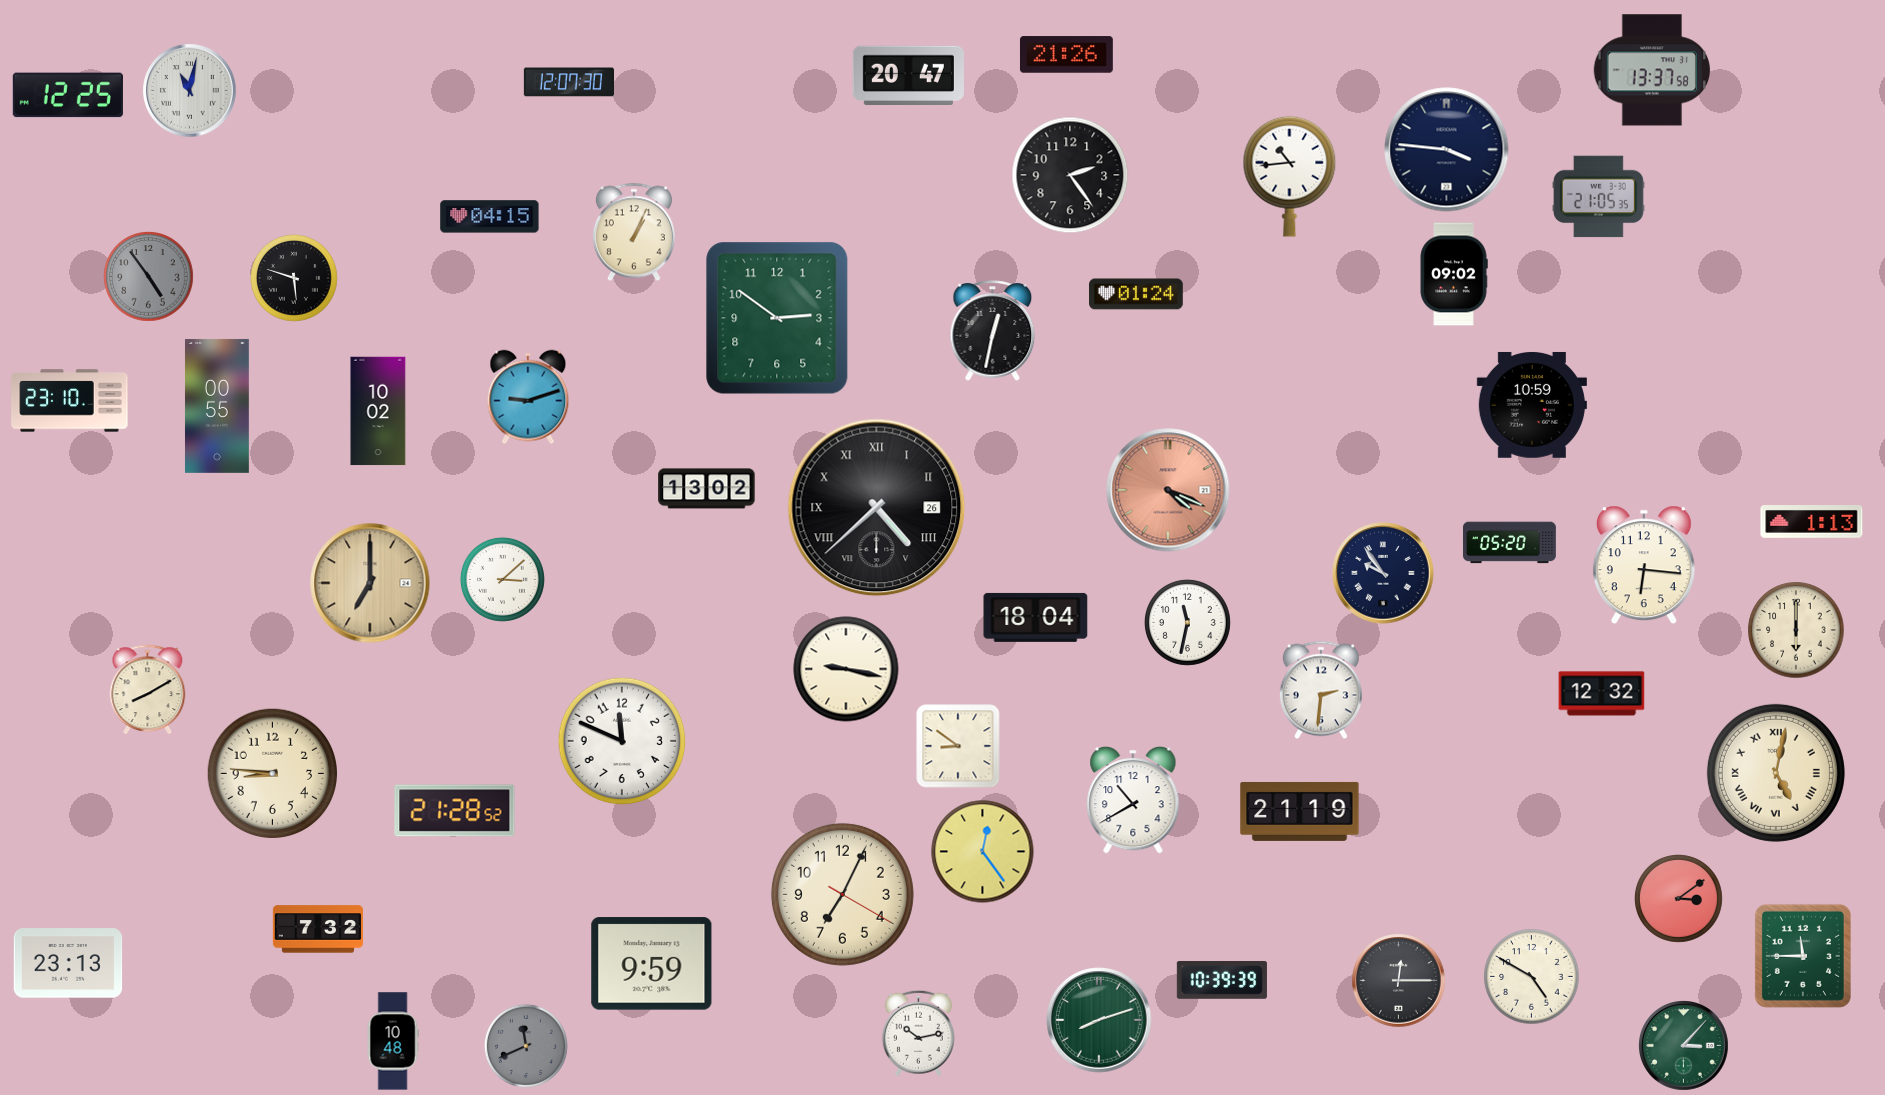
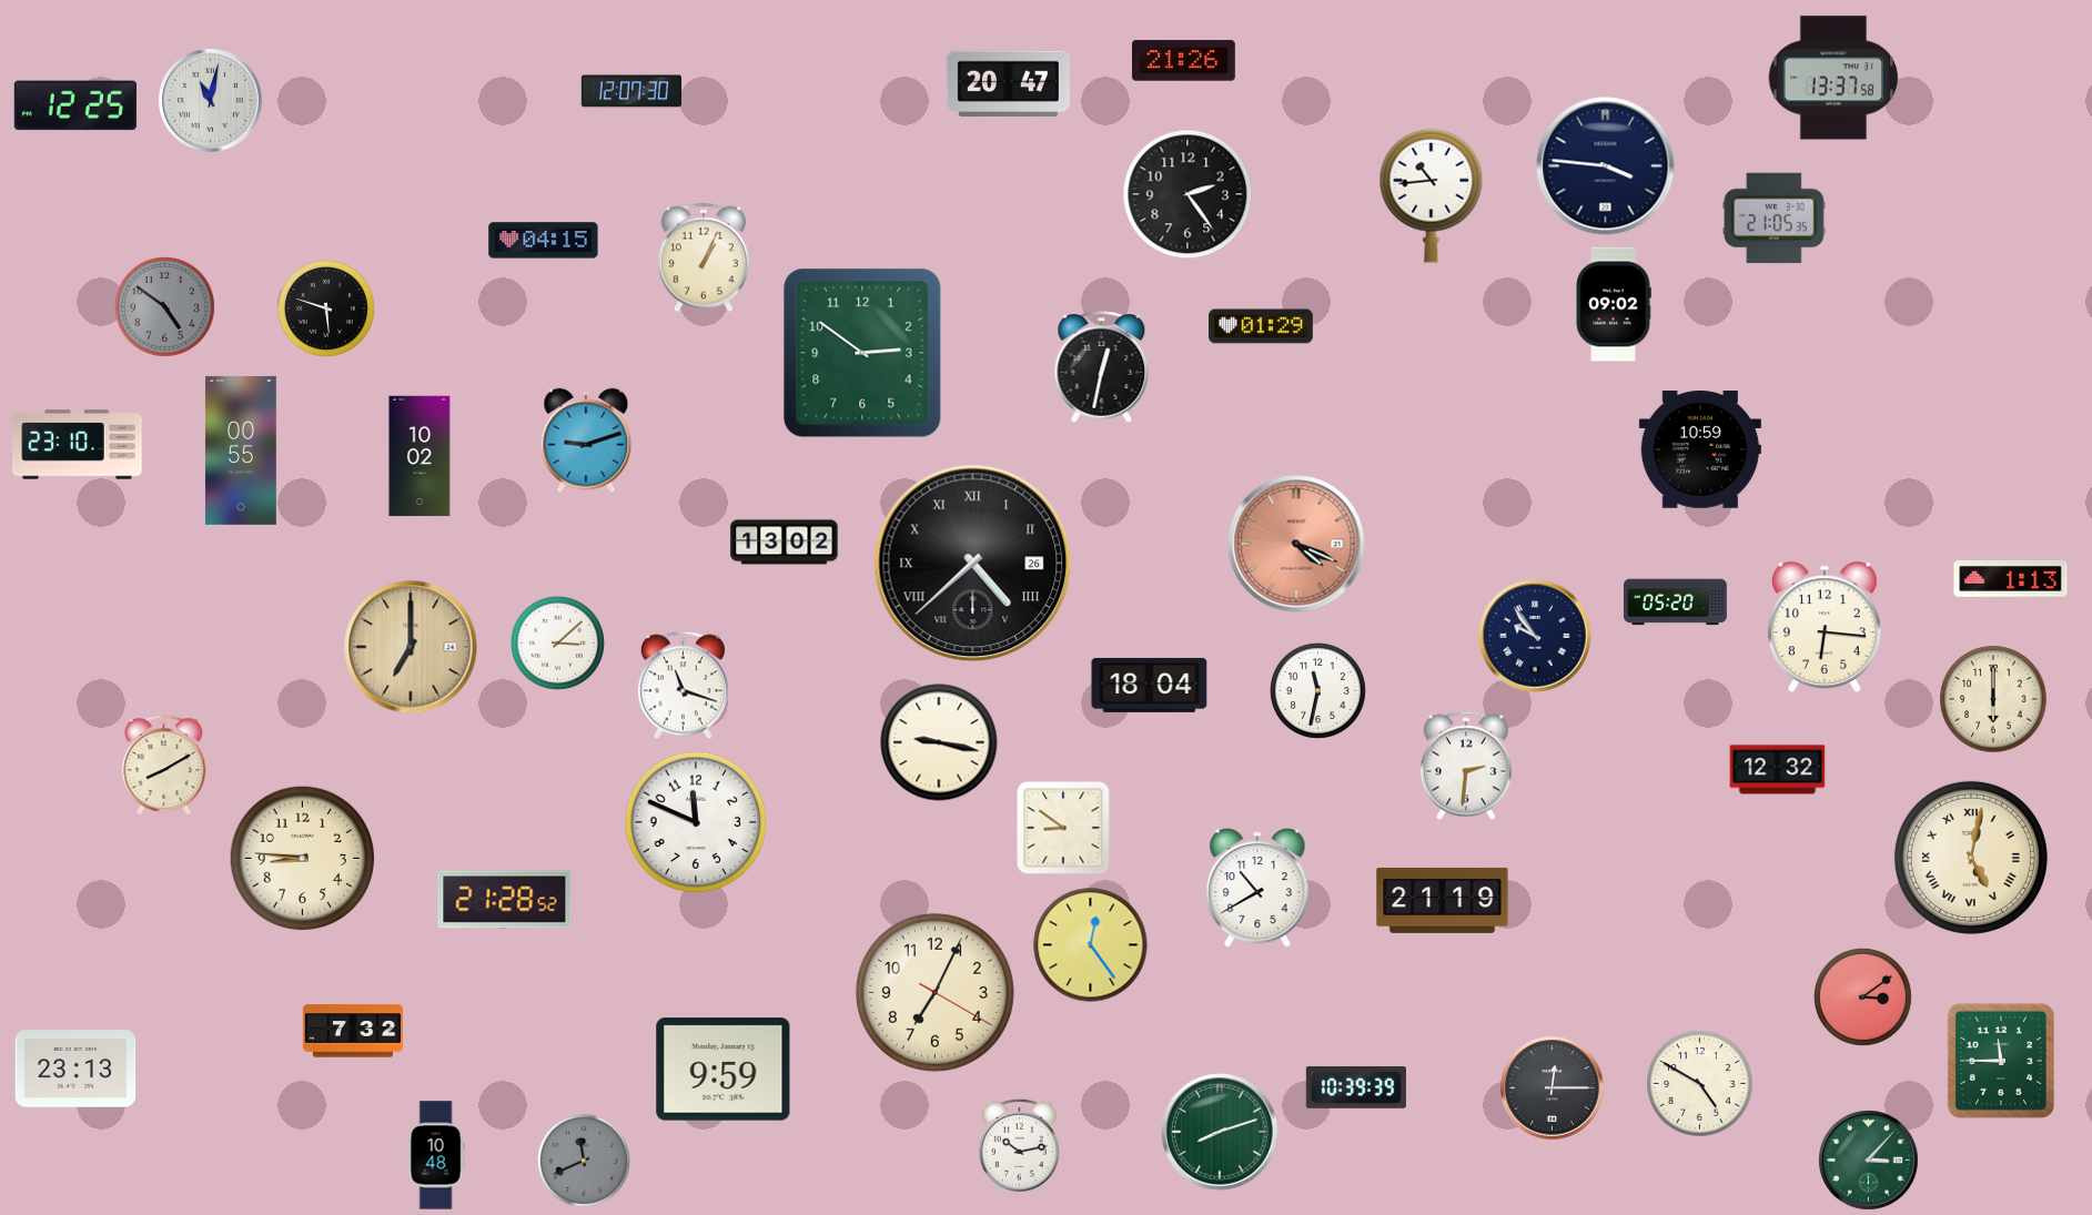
clock at (149, 277): 4:54 -> 4:51
clock at (1136, 294): 01:24 -> 01:29
clock at (683, 686): none -> 11:18
clock at (622, 741) position: (622, 741) -> (696, 822)
